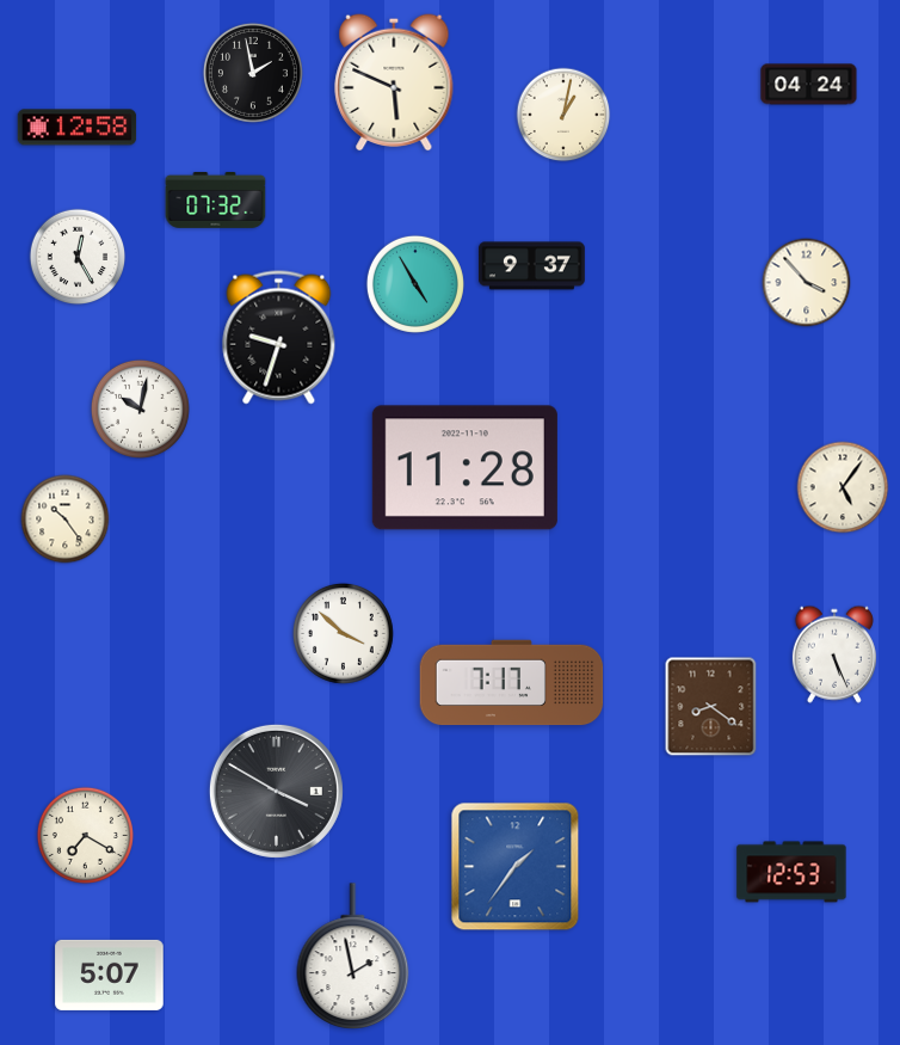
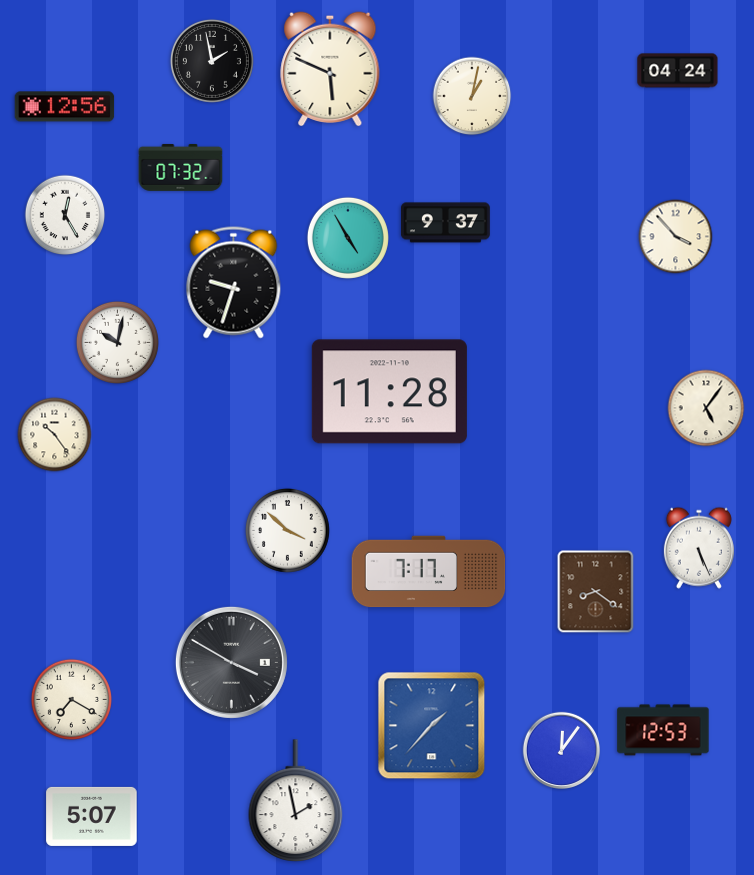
clock at (78, 128): 12:58 -> 12:56
clock at (516, 867): 1:36 -> 1:37
clock at (561, 750): none -> 12:06
